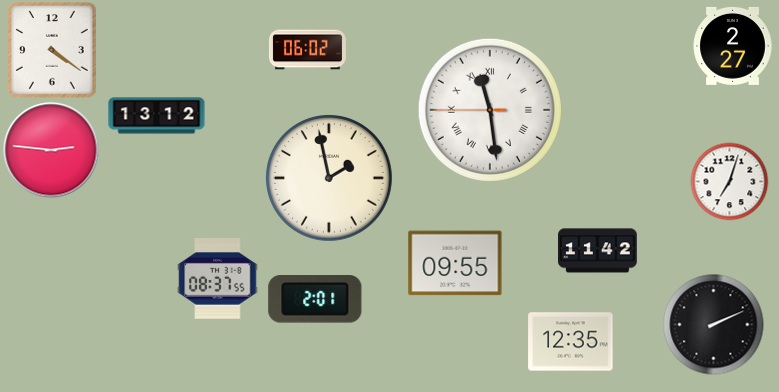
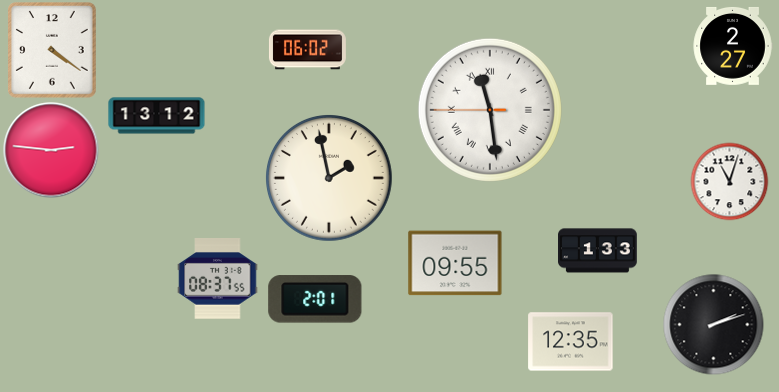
clock at (729, 181): 7:03 -> 11:03
clock at (598, 251): 11:42 -> 1:33
clock at (714, 325): 2:11 -> 2:12
